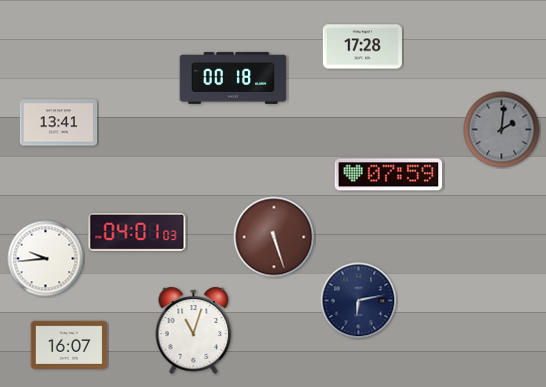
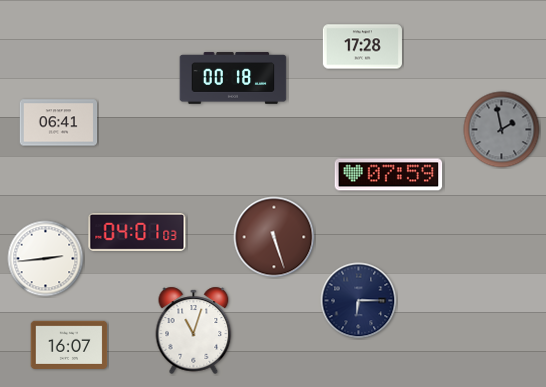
clock at (59, 123): 13:41 -> 06:41
clock at (502, 130): 2:01 -> 1:58
clock at (46, 259): 9:44 -> 2:44
clock at (359, 301): 6:13 -> 6:15
